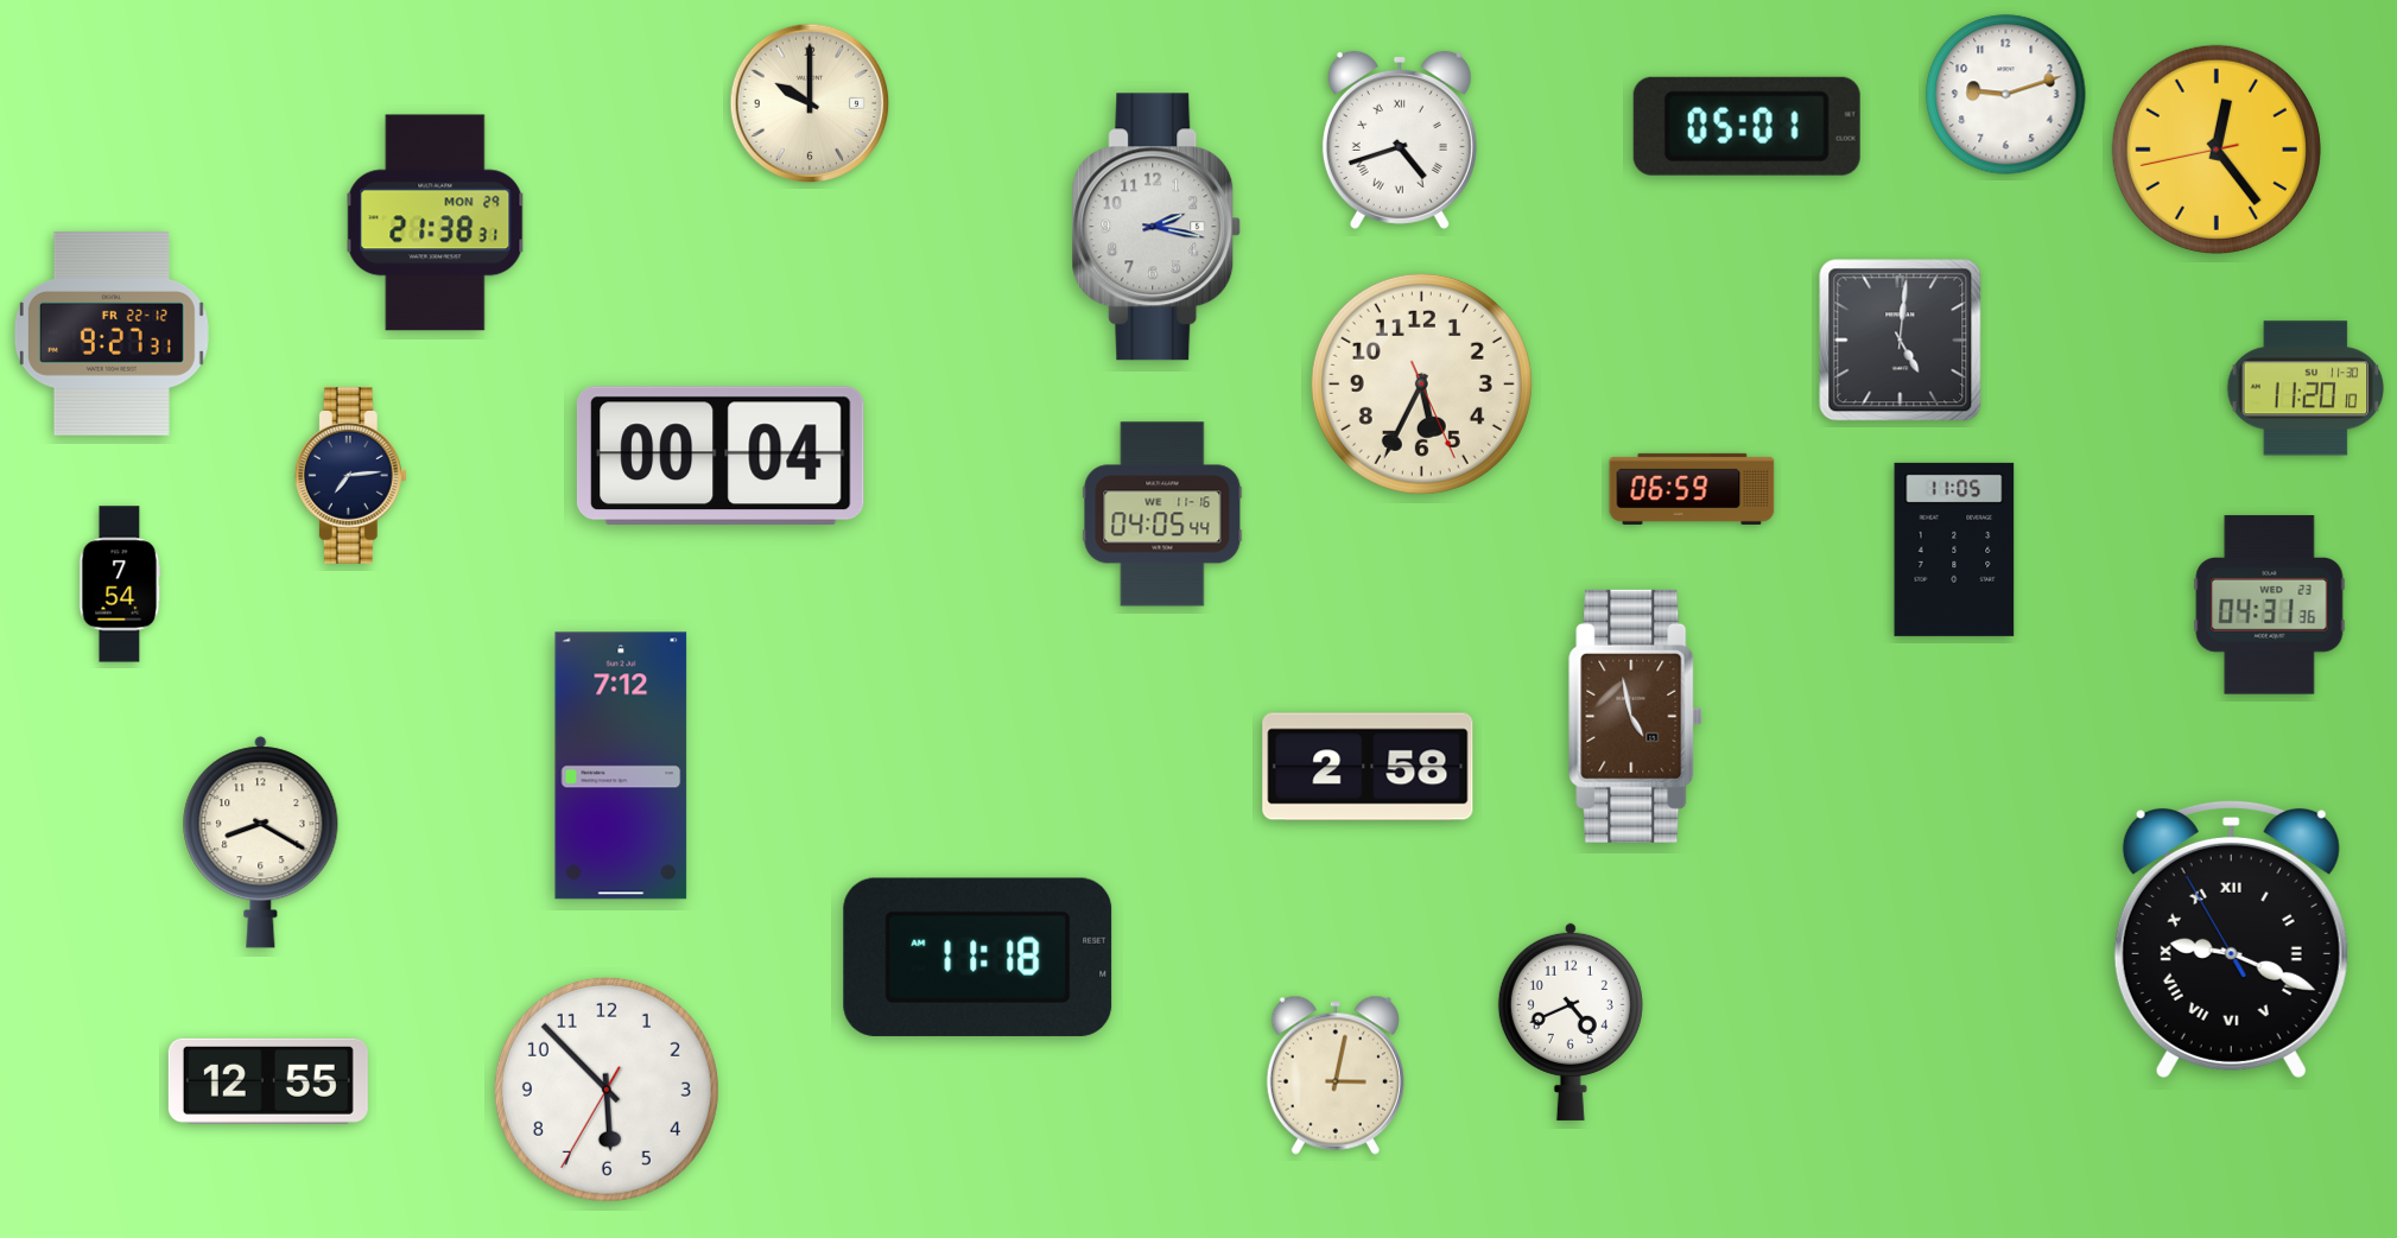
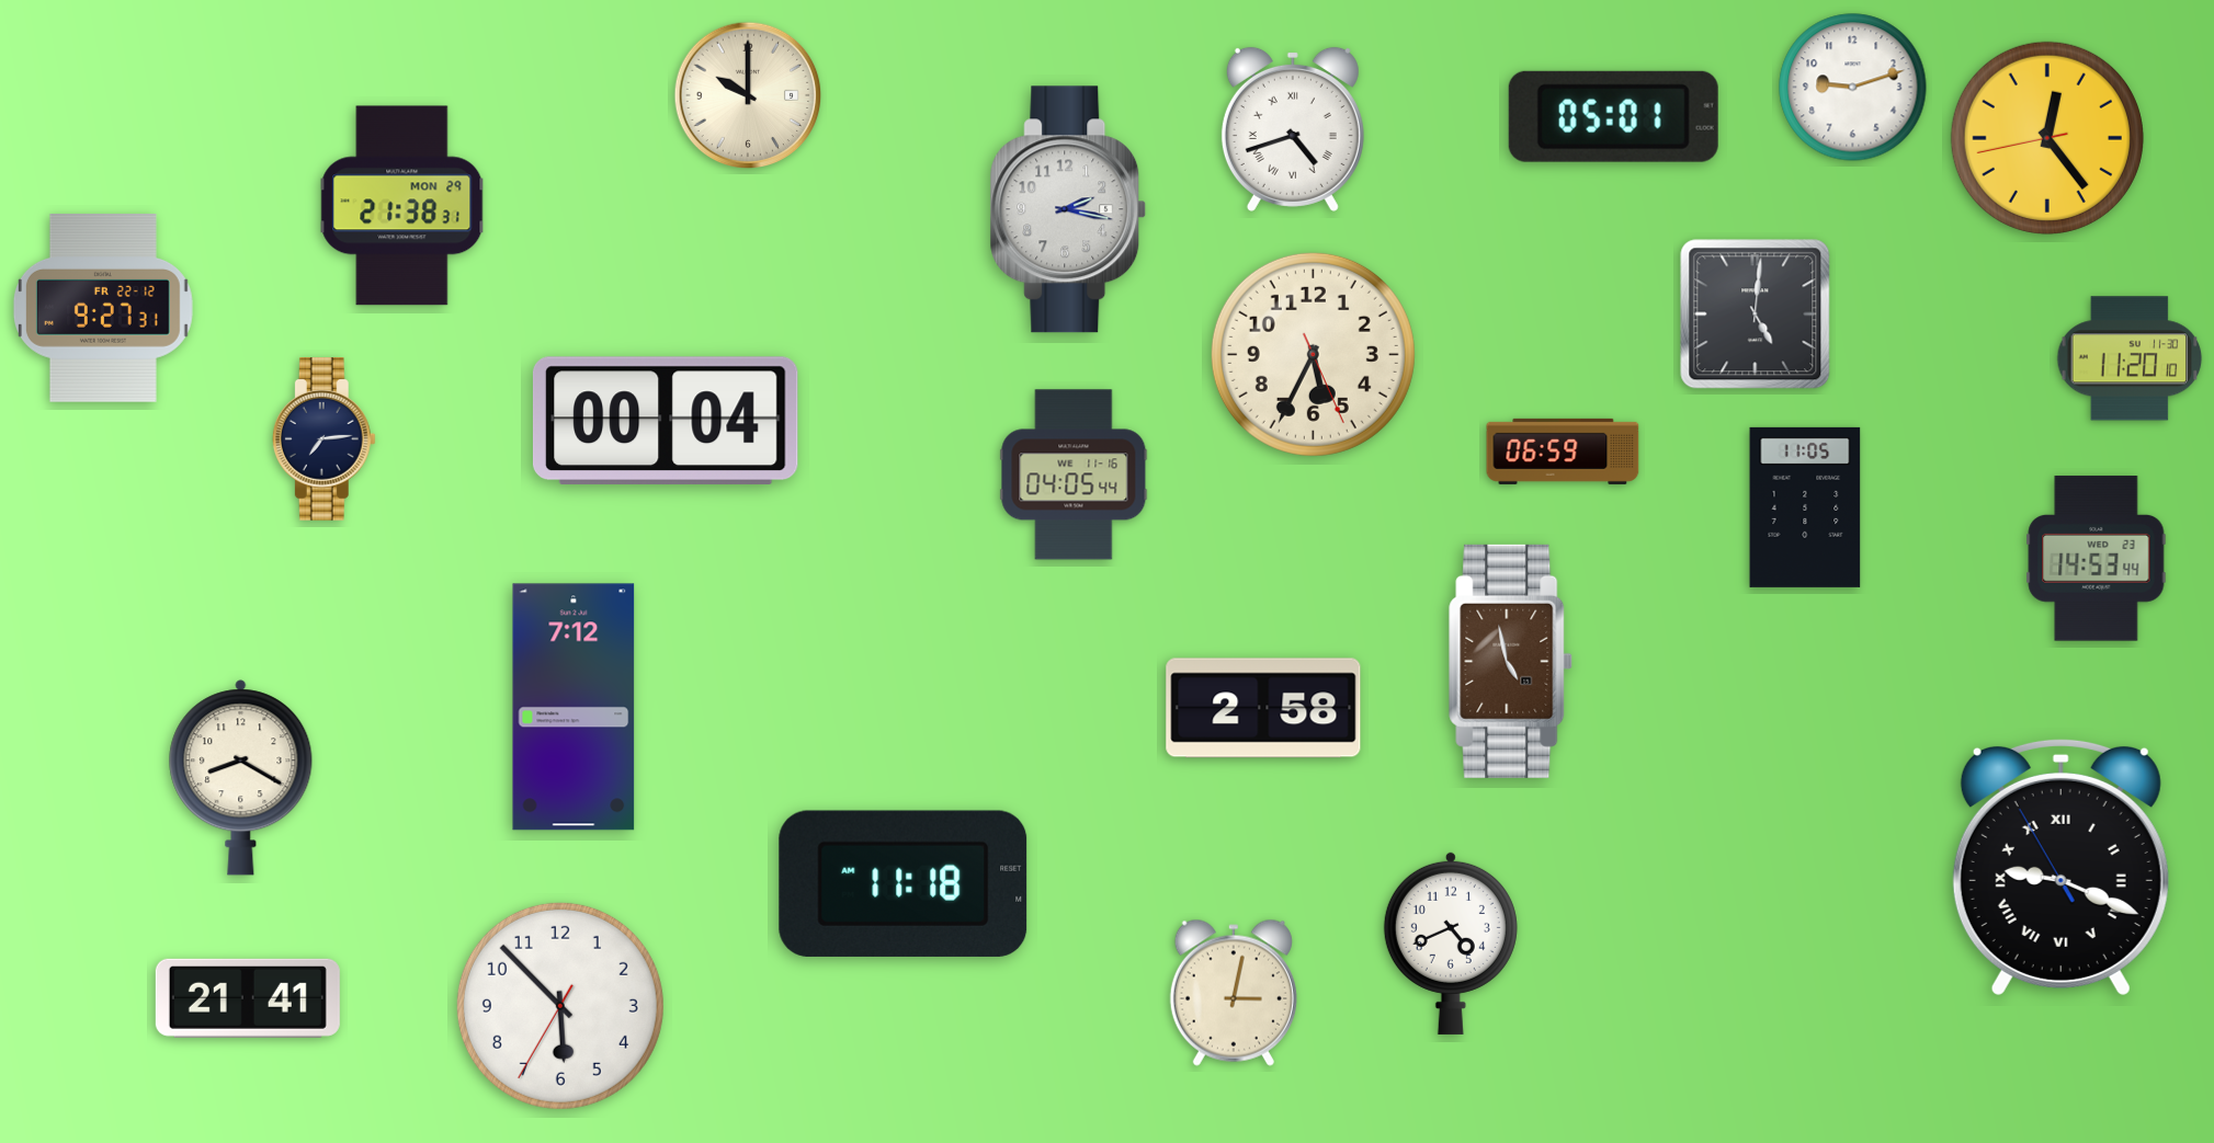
clock at (120, 584): 7:54 -> none
clock at (2270, 605): 04:31 -> 14:53
clock at (268, 1081): 12:55 -> 21:41
